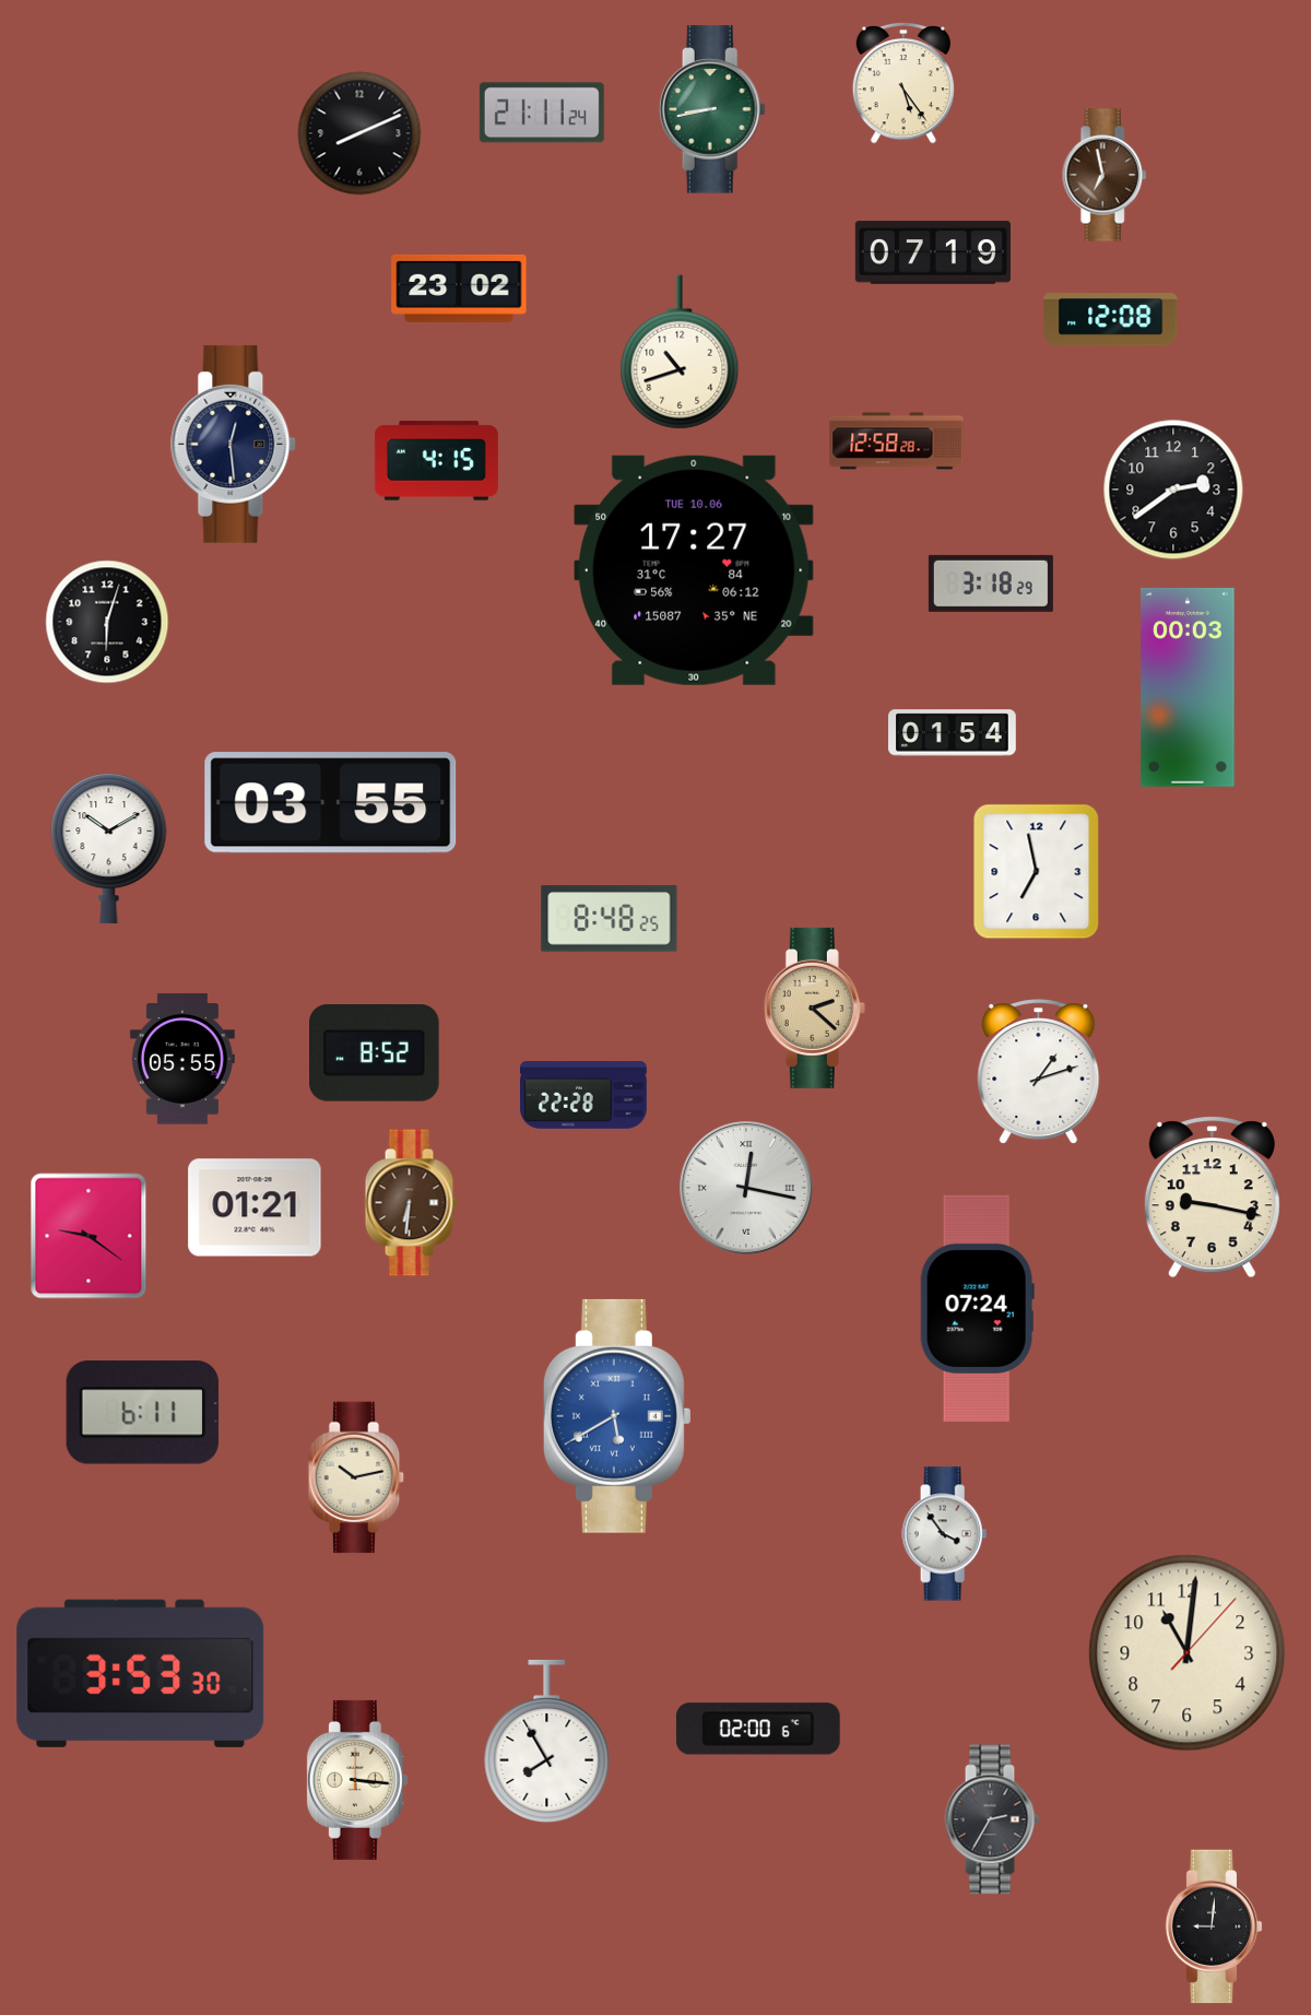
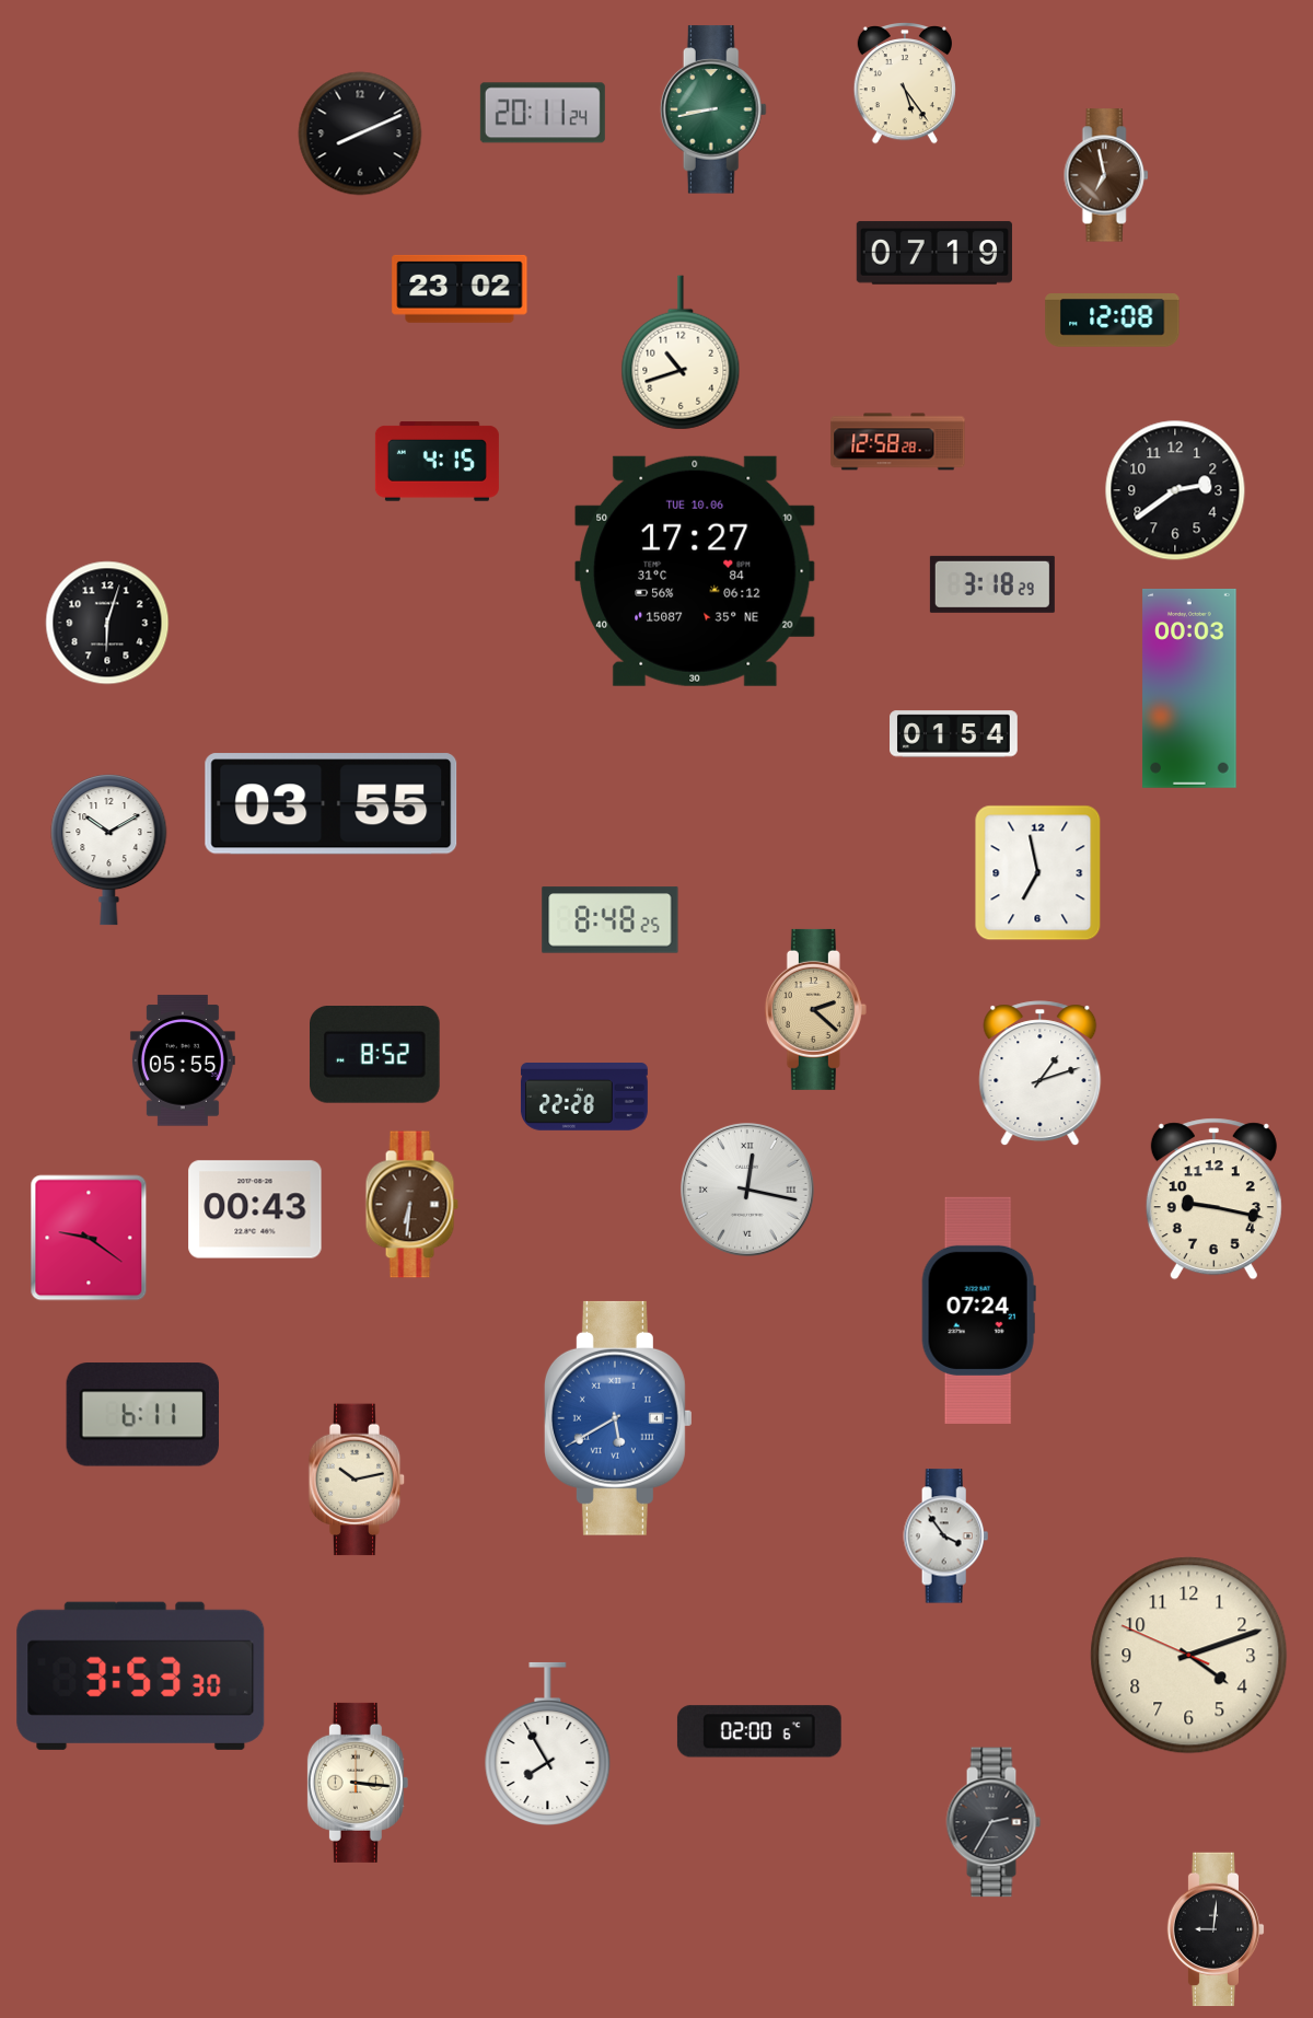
clock at (542, 113): 21:11 -> 20:11
clock at (234, 444): 12:29 -> none
clock at (255, 1207): 01:21 -> 00:43
clock at (1188, 1653): 11:01 -> 4:11
